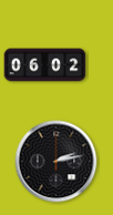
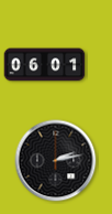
clock at (45, 65): 06:02 -> 06:01
